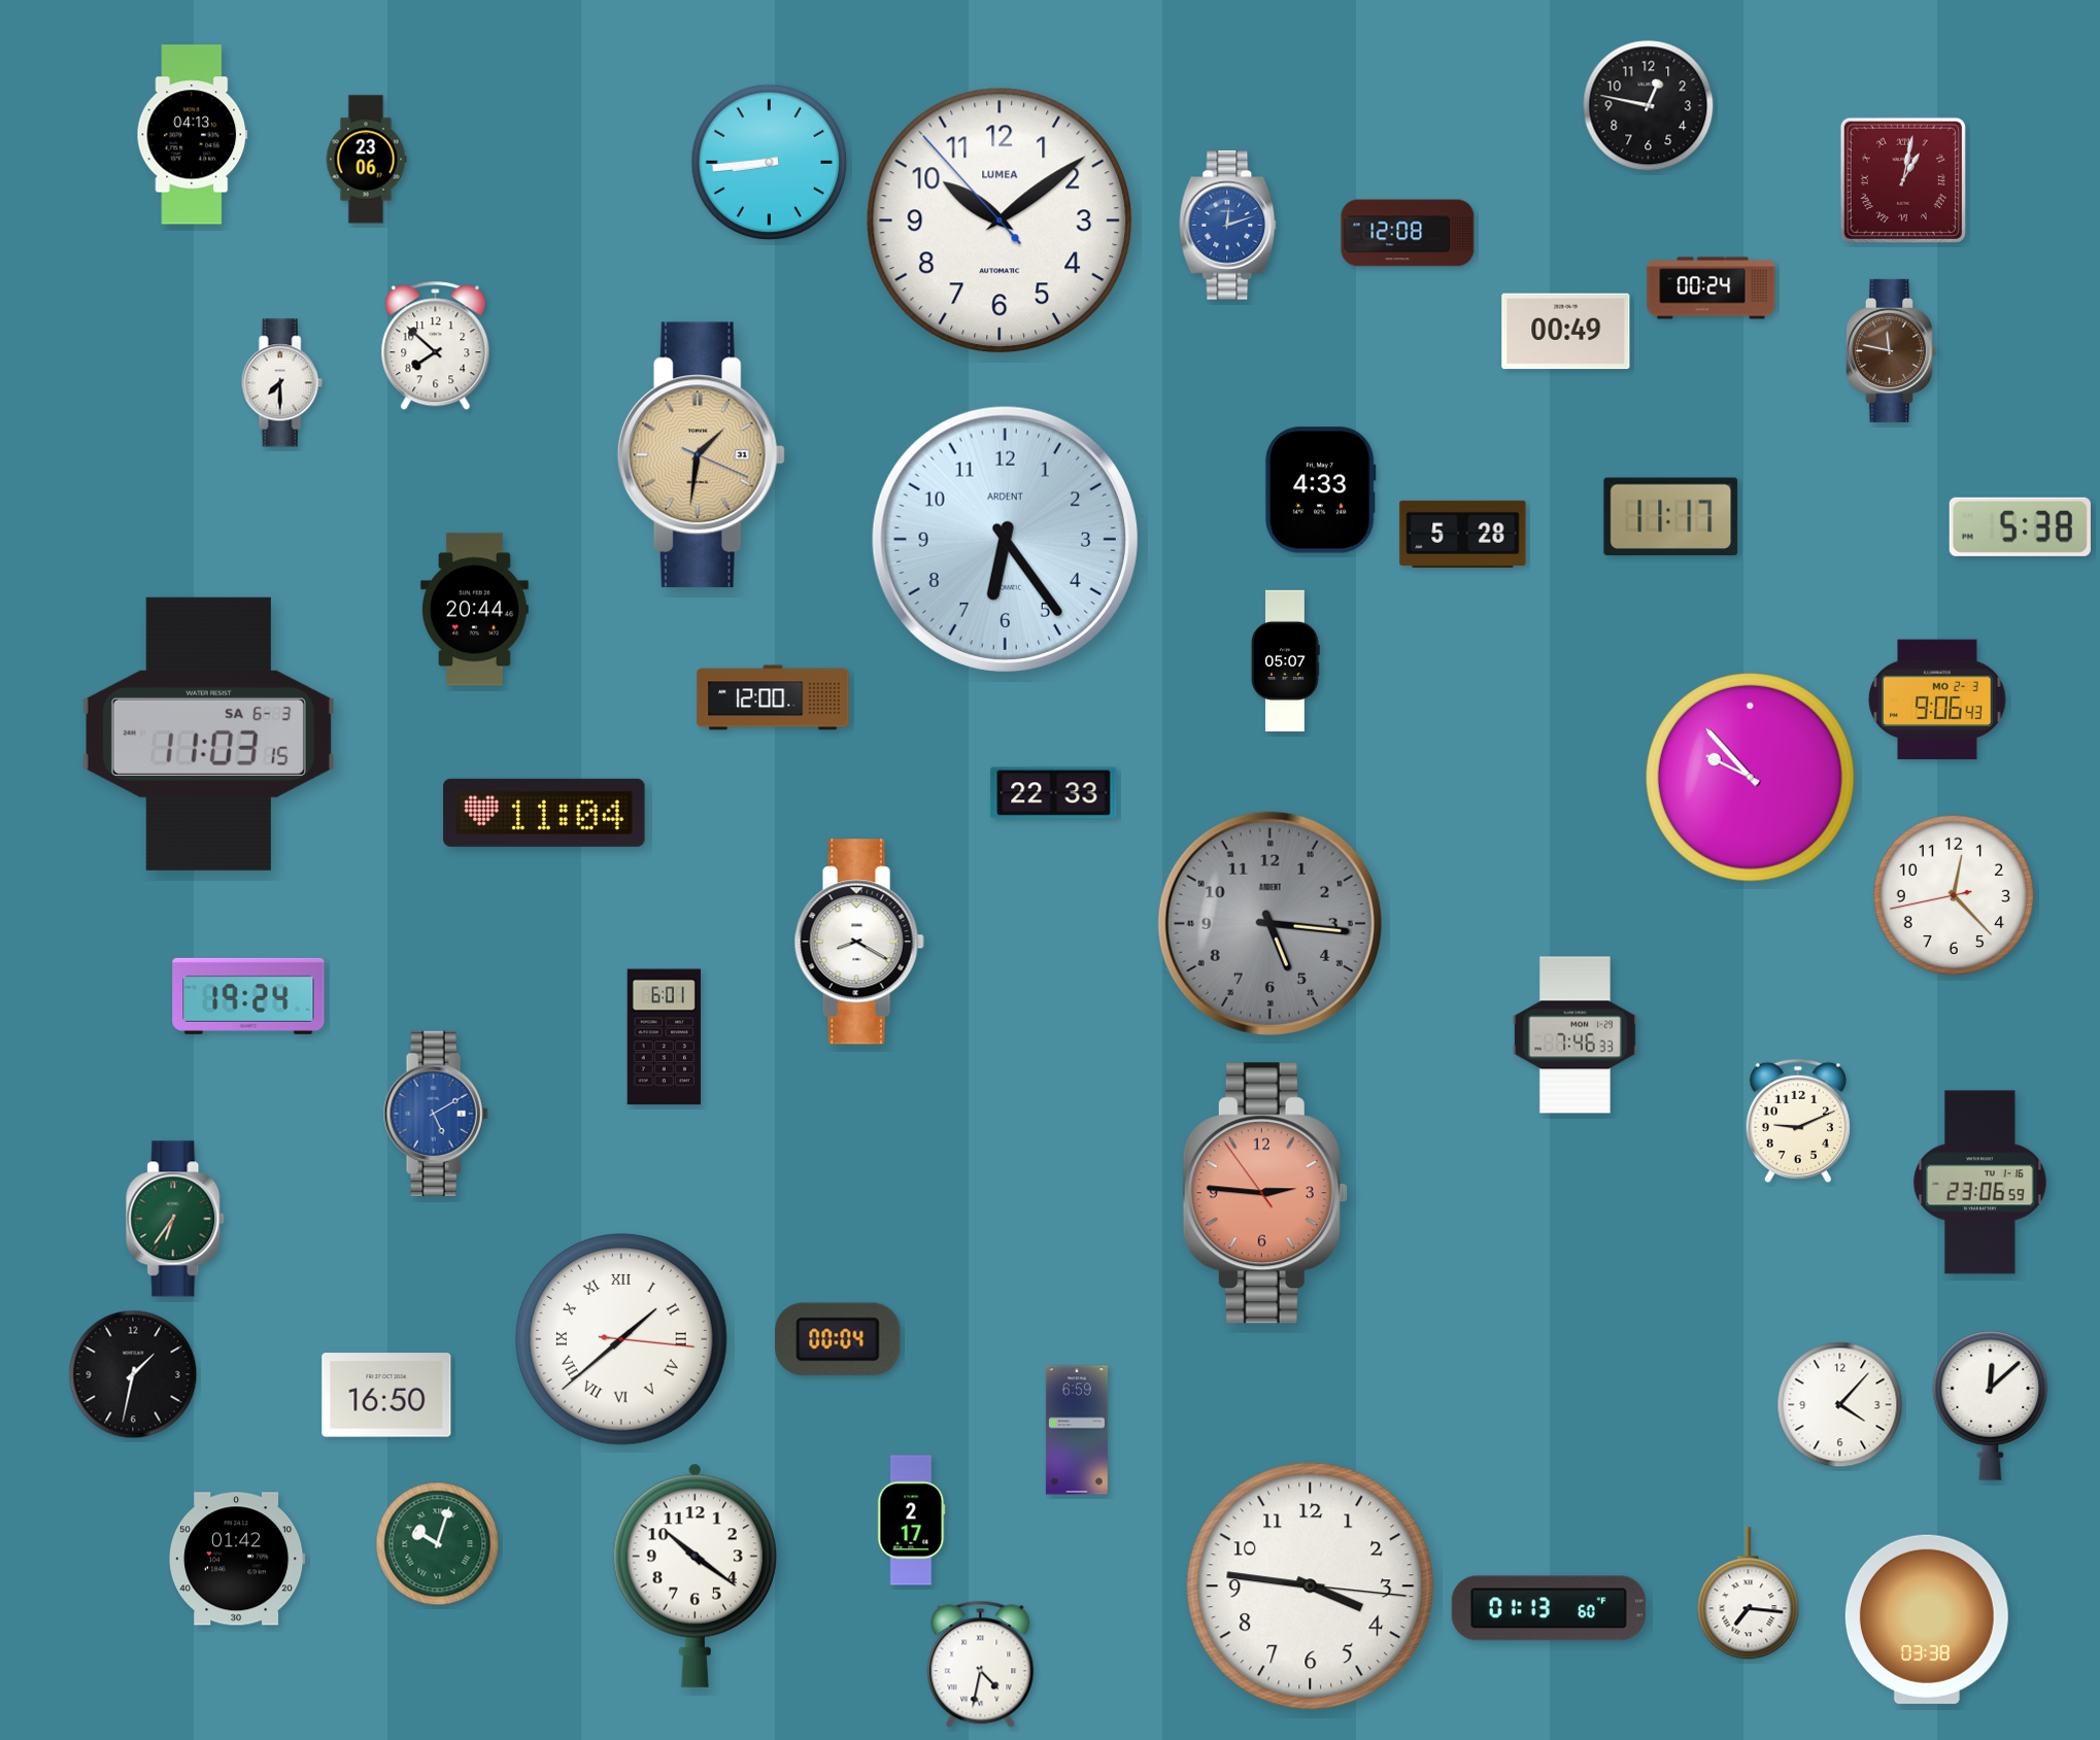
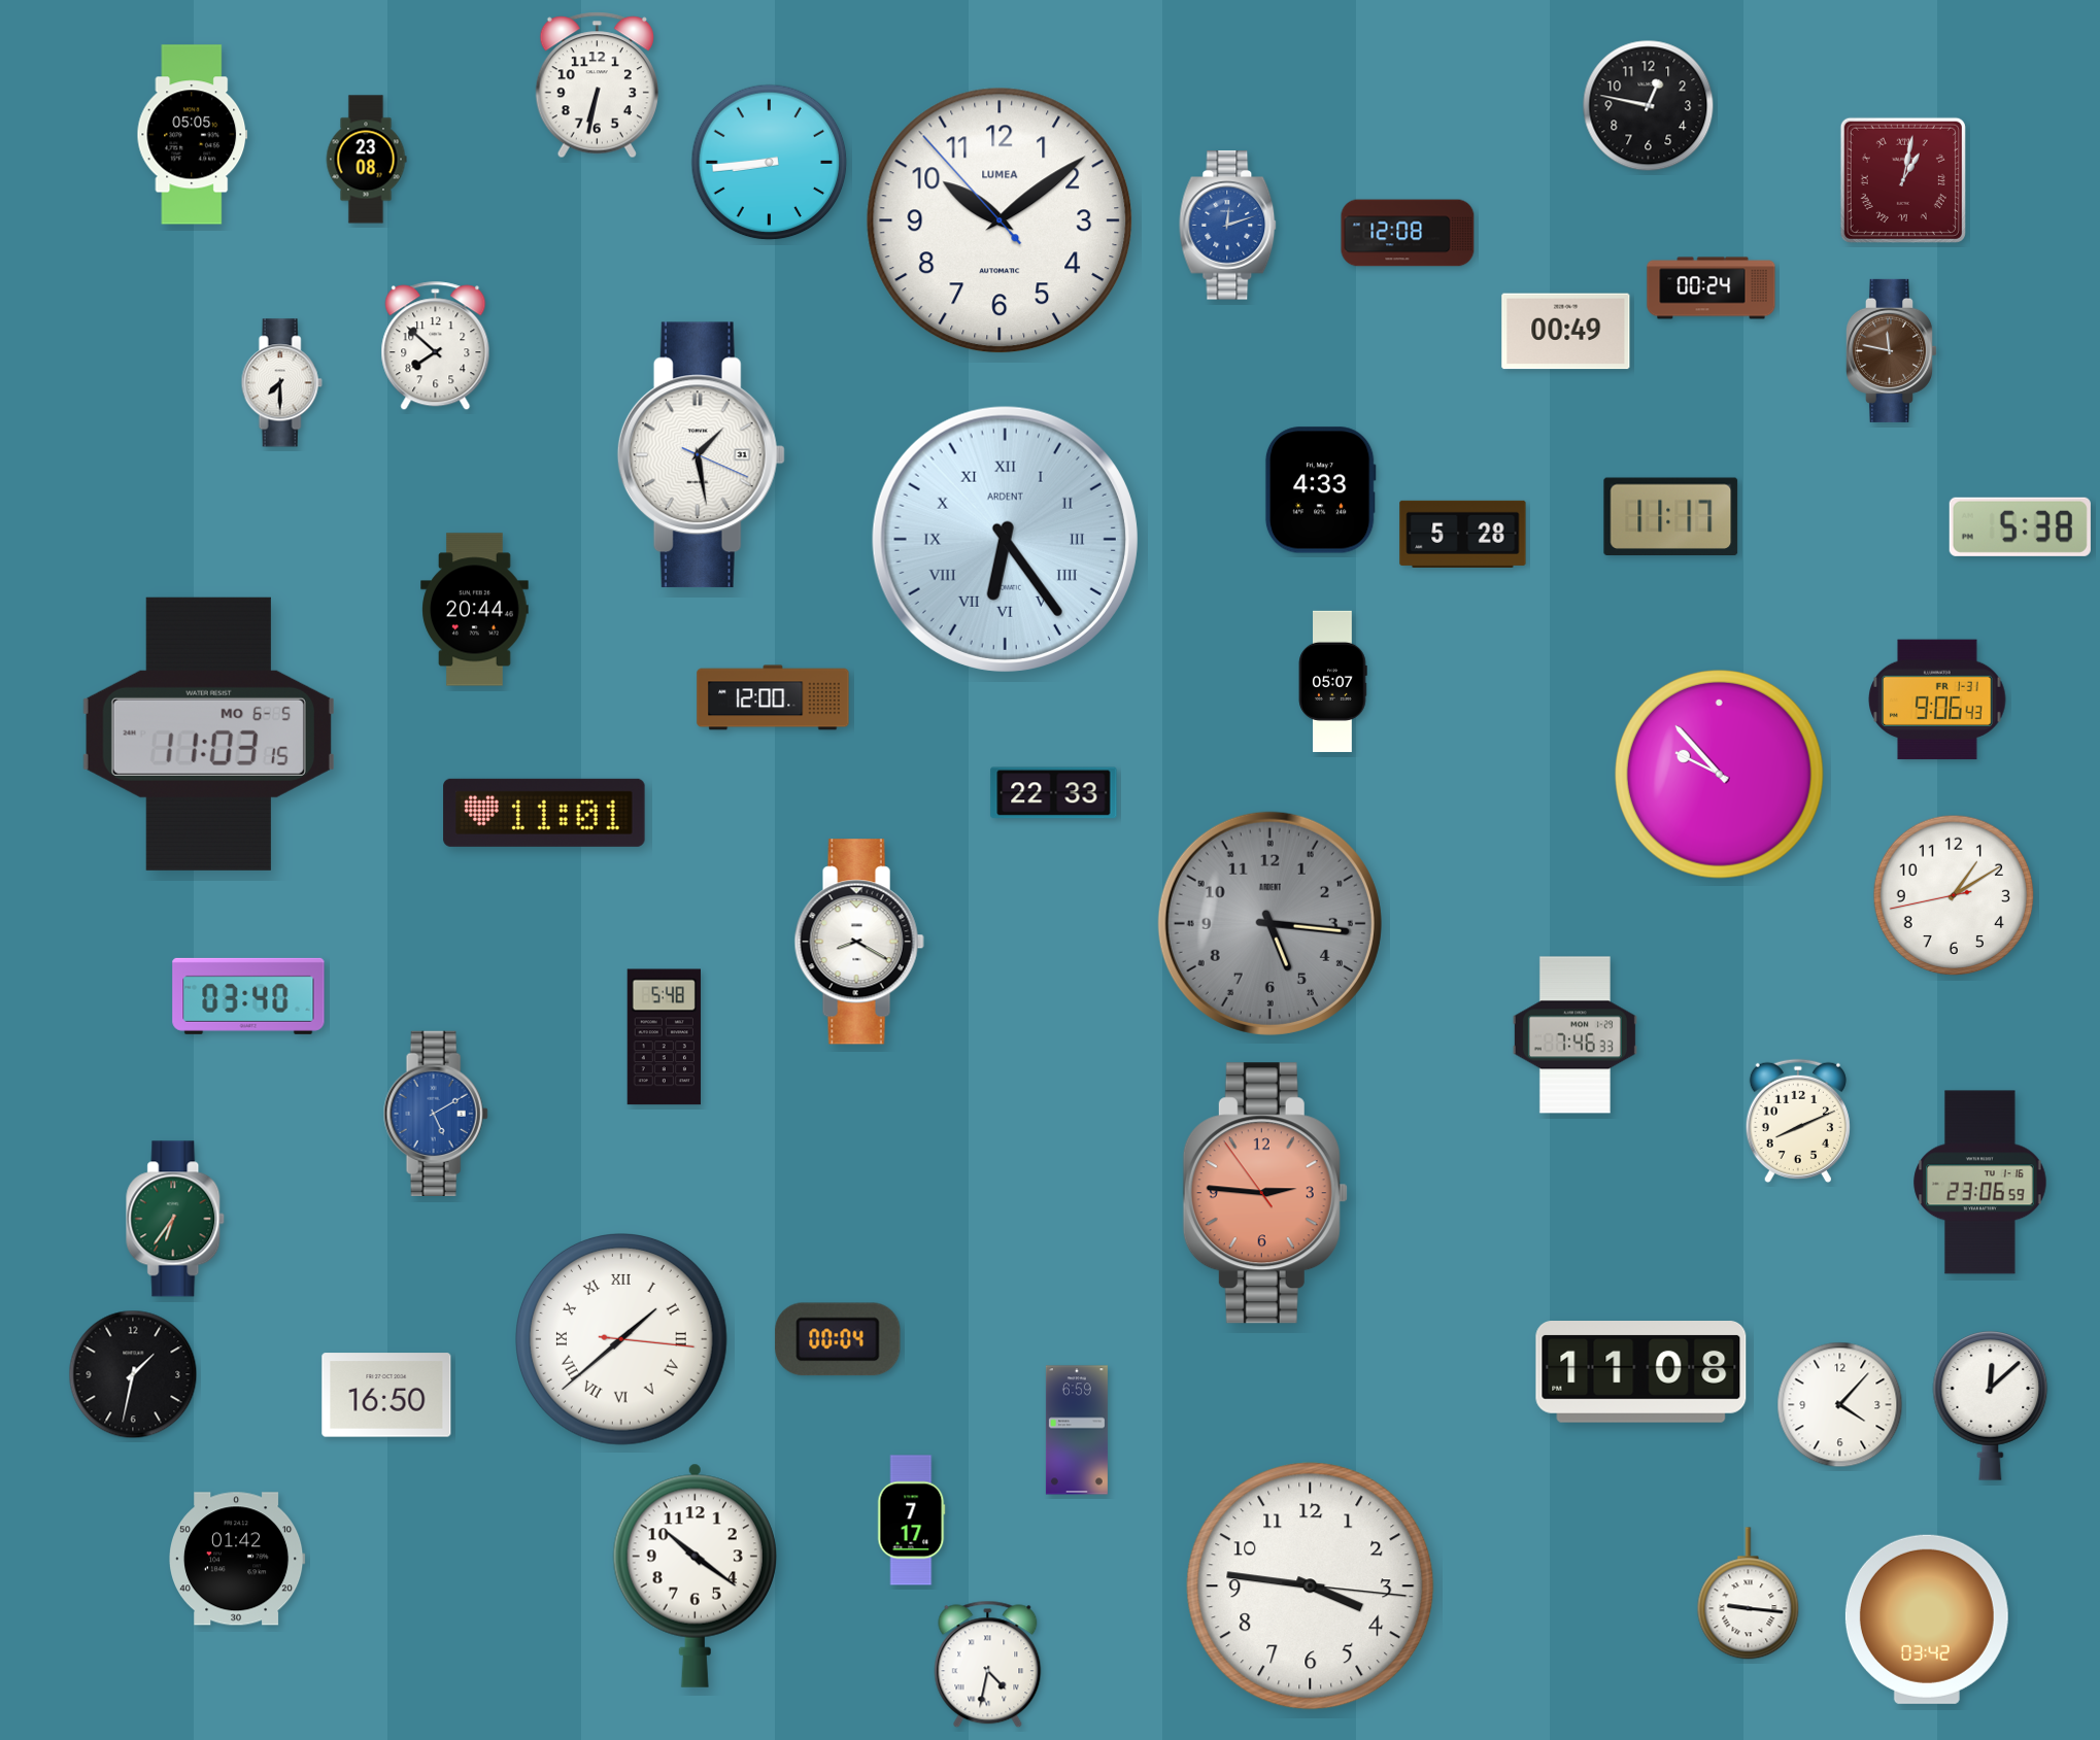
clock at (597, 86): none -> 6:32
clock at (193, 135): 04:13 -> 05:05
clock at (366, 160): 23:06 -> 23:08
clock at (701, 455): 1:31 -> 1:28
clock at (701, 455) dial: champagne -> white
clock at (1005, 539) numerals: Arabic -> Roman
clock at (1286, 660) position: (1286, 660) -> (1333, 681)
clock at (1937, 700) date: MO 2-3 -> FR 1-31
clock at (208, 733) date: SA 6-3 -> MO 6-5
clock at (1750, 777) position: (1750, 777) -> (1719, 774)
clock at (544, 813): 11:04 -> 11:01
clock at (1954, 895): 12:22 -> 1:09
clock at (248, 996): 19:24 -> 03:40
clock at (664, 1037): 6:01 -> 5:48
clock at (1798, 1120): 9:11 -> 8:11
clock at (1641, 1372): none -> 11:08
clock at (912, 1521): 2:17 -> 7:17
clock at (438, 1544): 10:03 -> none
clock at (1749, 1594): 7:16 -> 9:16
clock at (1549, 1608): 01:13 -> none
clock at (1927, 1619): 03:38 -> 03:42
clock at (981, 1665) position: (981, 1665) -> (988, 1665)
